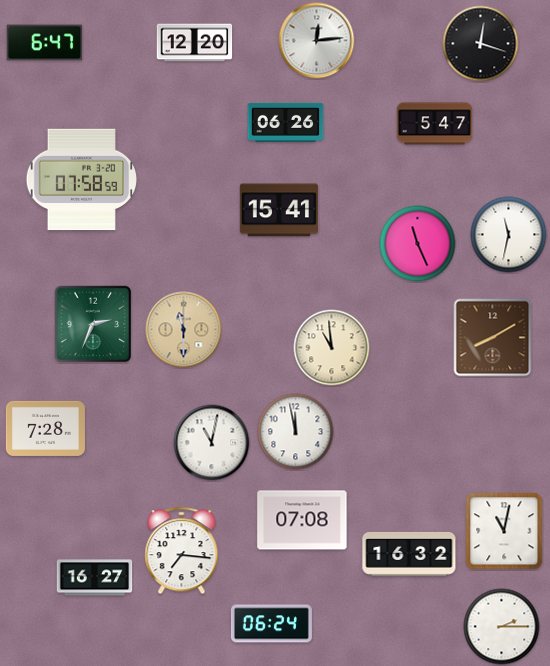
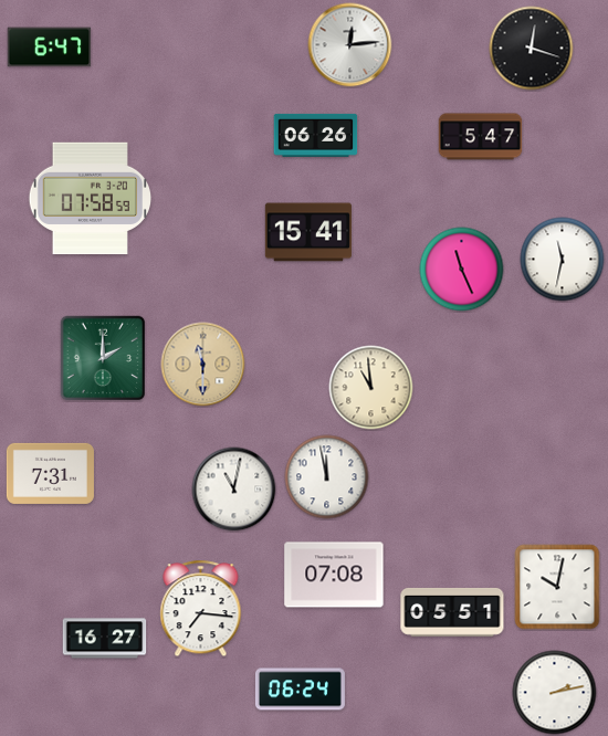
clock at (195, 43): 12:20 -> none
clock at (93, 324): 2:34 -> 2:00
clock at (493, 338): 8:10 -> none
clock at (332, 348) position: (332, 348) -> (371, 388)
clock at (45, 428): 7:28 -> 7:31
clock at (504, 531): 11:02 -> 10:02
clock at (409, 554): 16:32 -> 05:51
clock at (502, 627): 2:15 -> 2:13
